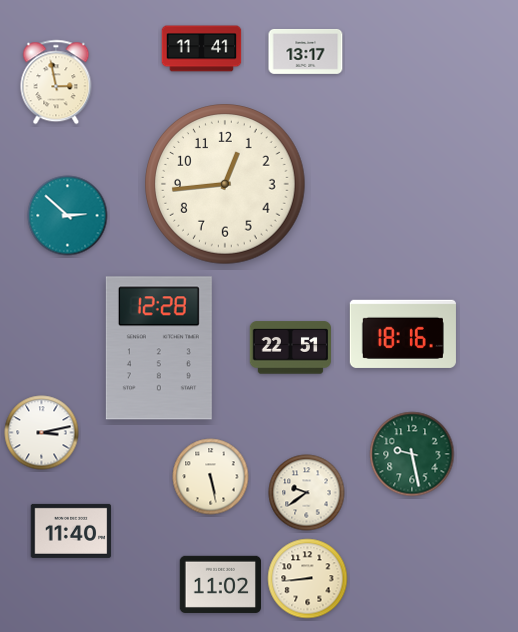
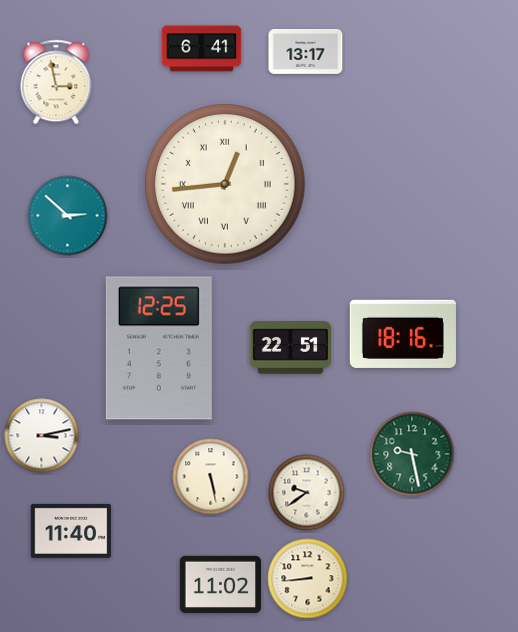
clock at (202, 49): 11:41 -> 6:41
clock at (225, 184) numerals: Arabic -> Roman
clock at (159, 348): 12:28 -> 12:25
clock at (42, 433) position: (42, 433) -> (42, 436)
